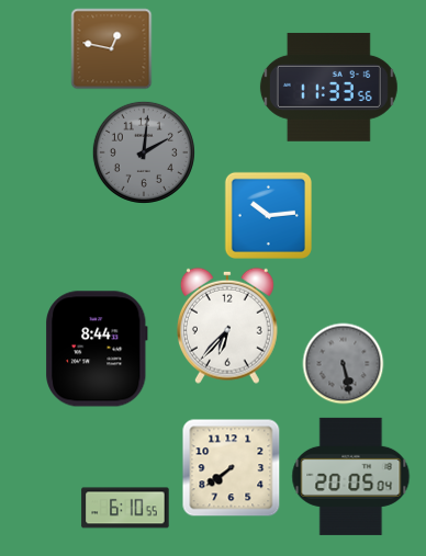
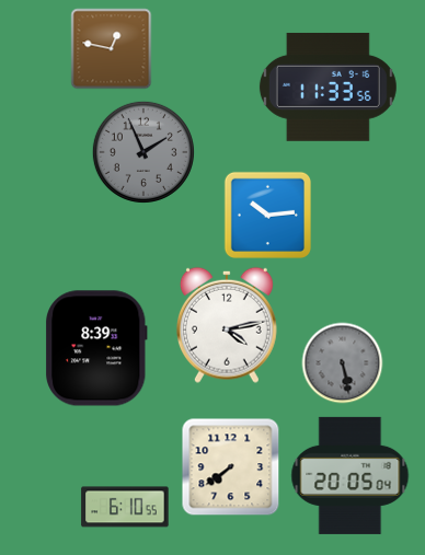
clock at (144, 152): 2:01 -> 1:56
clock at (227, 326): 6:37 -> 4:13
clock at (98, 349): 8:44 -> 8:39
